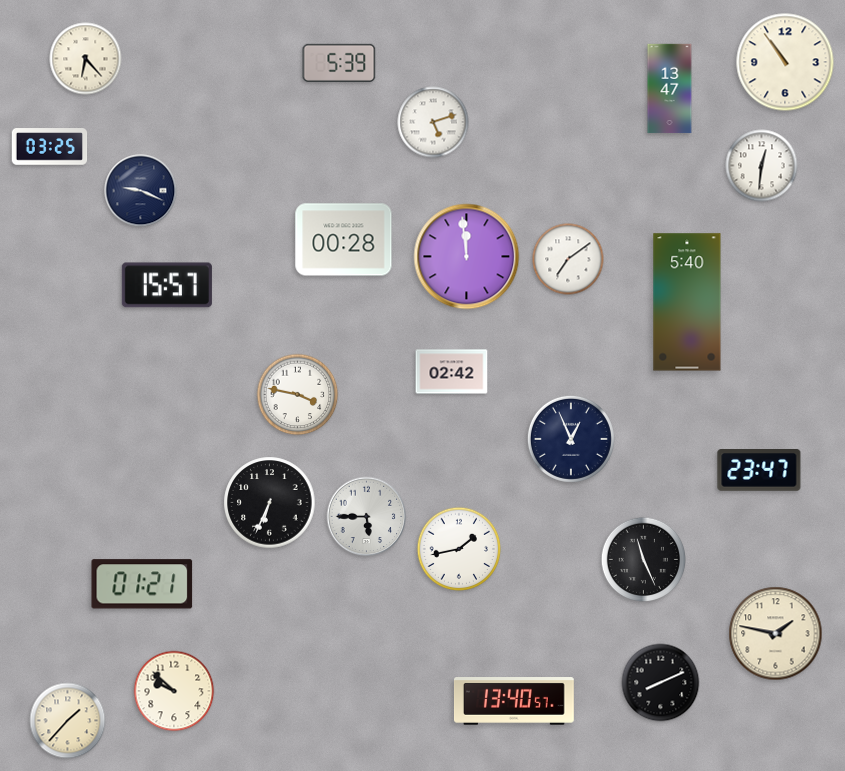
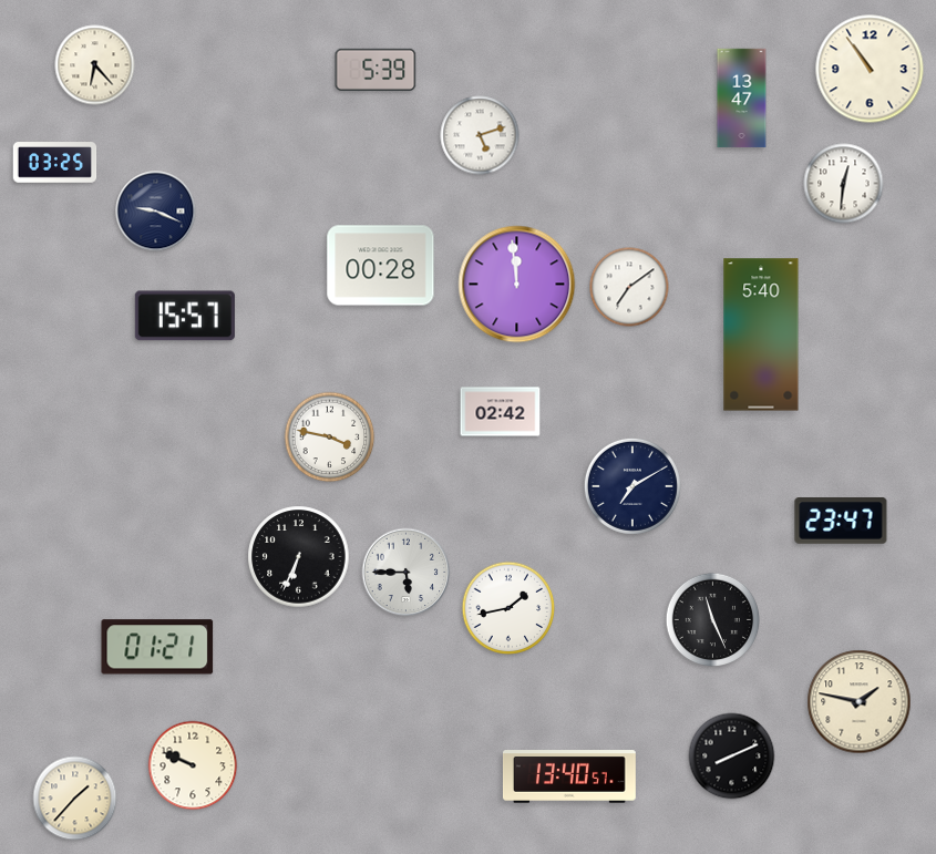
clock at (571, 439): 12:56 -> 7:10
clock at (174, 691): 9:52 -> 9:49
